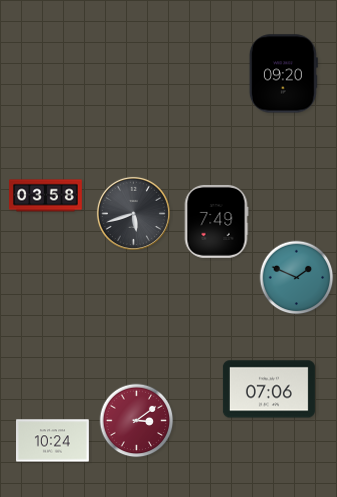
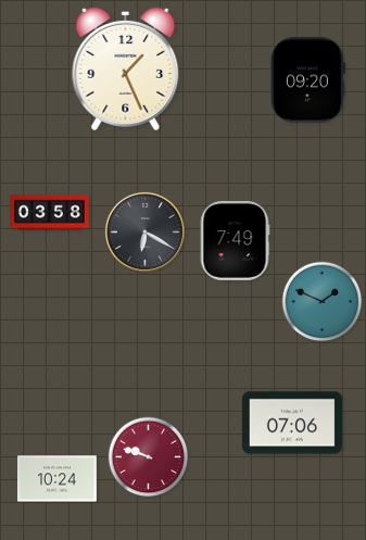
clock at (126, 68): none -> 1:26
clock at (133, 213): 5:42 -> 6:20
clock at (137, 421): 3:09 -> 9:48
